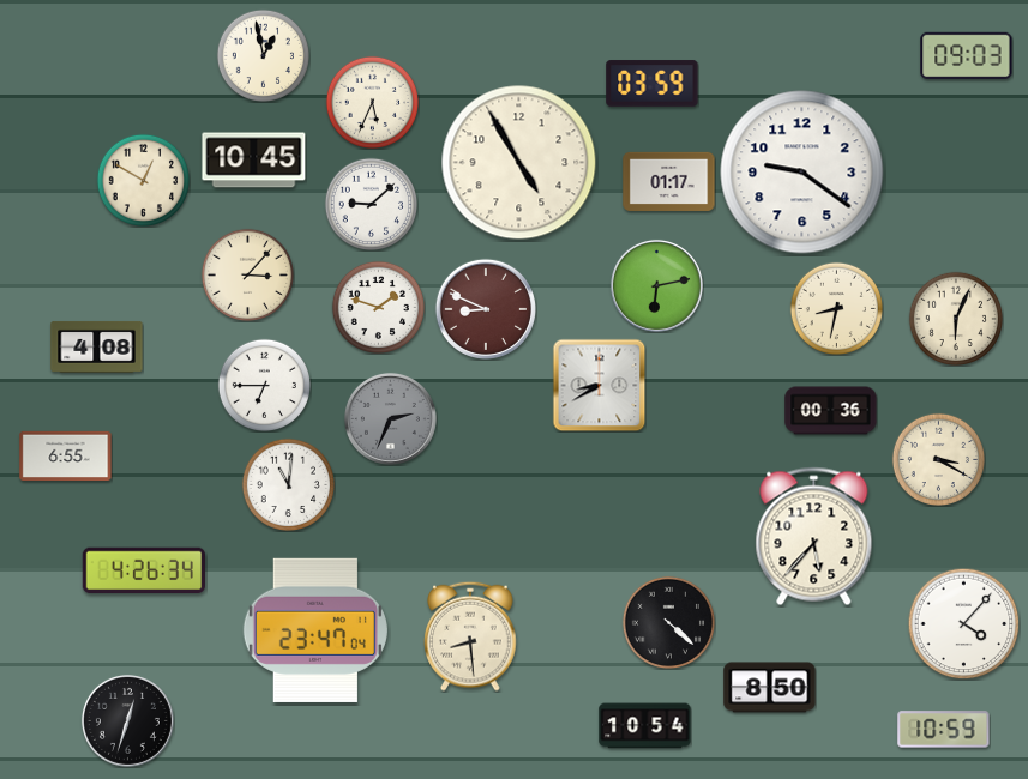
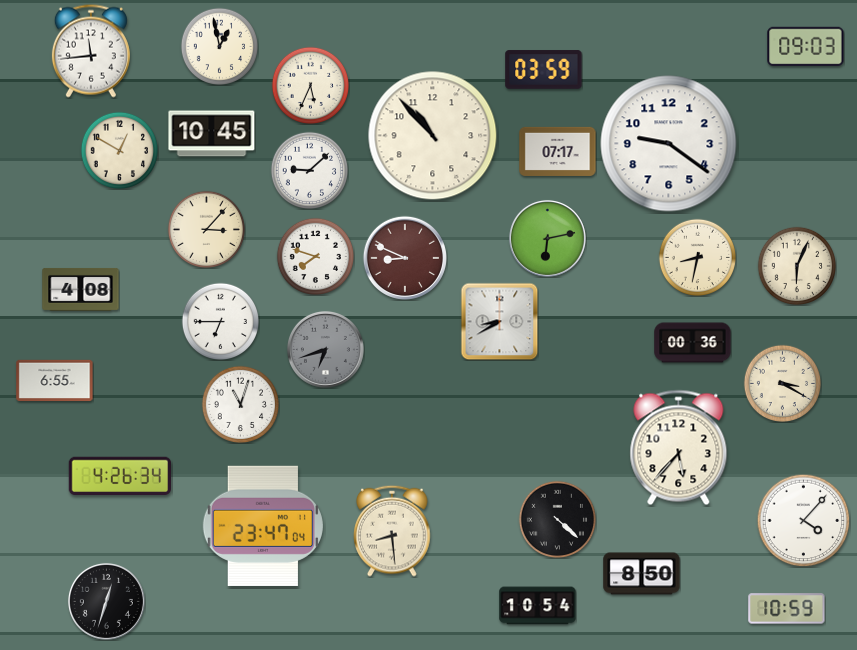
clock at (91, 51): none -> 11:44
clock at (519, 163): 4:55 -> 10:53
clock at (669, 181): 01:17 -> 07:17
clock at (378, 307): 1:48 -> 7:48
clock at (390, 418): 2:34 -> 6:42
clock at (288, 484): 11:01 -> 11:03
